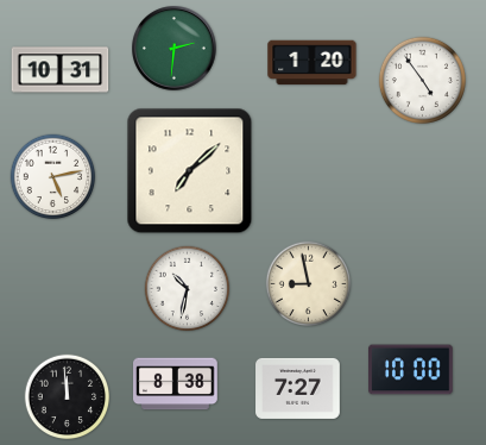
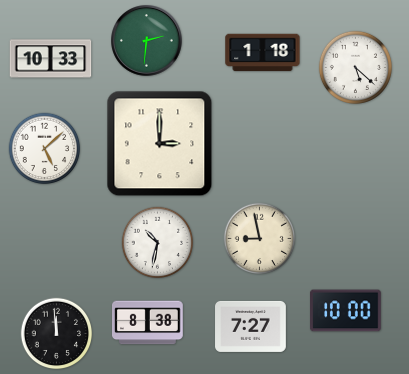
clock at (313, 63): 1:20 -> 1:18
clock at (61, 70): 10:31 -> 10:33
clock at (422, 80): 4:54 -> 5:22
clock at (190, 171): 7:08 -> 3:00
clock at (53, 177): 5:13 -> 5:08
